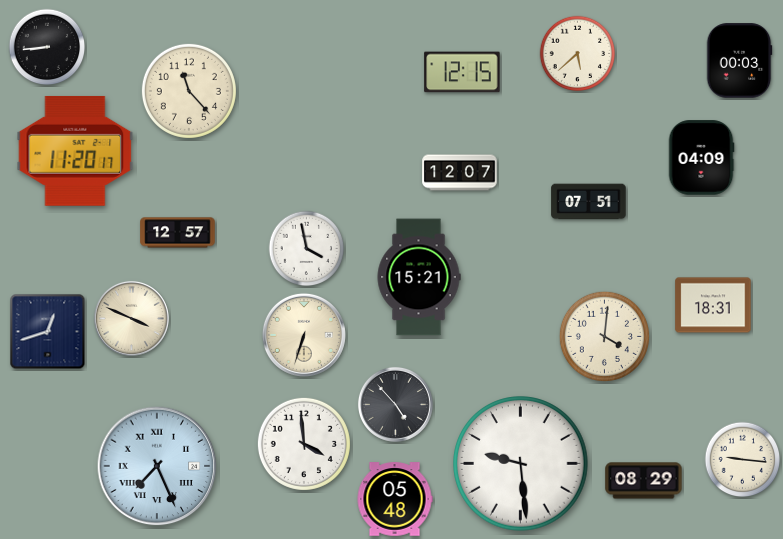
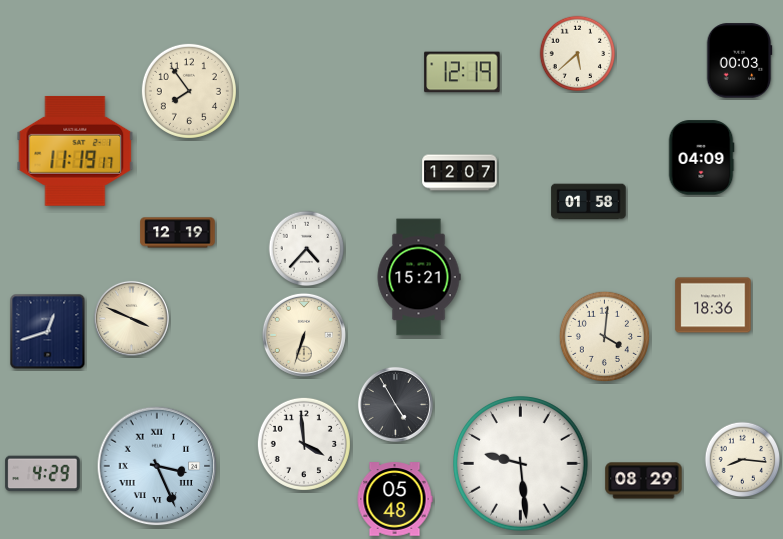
clock at (47, 47): 8:44 -> none
clock at (462, 72): 12:15 -> 12:19
clock at (189, 91): 11:23 -> 7:54
clock at (75, 151): 11:20 -> 11:19
clock at (589, 202): 07:51 -> 01:58
clock at (178, 233): 12:57 -> 12:19
clock at (307, 249): 3:58 -> 4:37
clock at (713, 305): 18:31 -> 18:36
clock at (395, 404): 4:53 -> 4:55
clock at (743, 460): 9:16 -> 8:16
clock at (157, 466): 7:26 -> 3:26
clock at (43, 474): none -> 4:29
